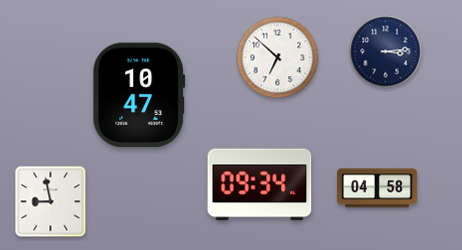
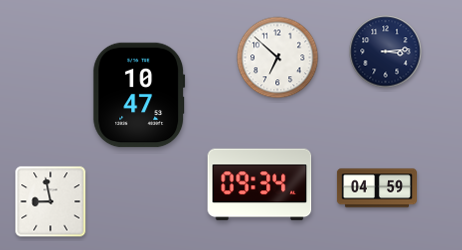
clock at (377, 188): 04:58 -> 04:59
